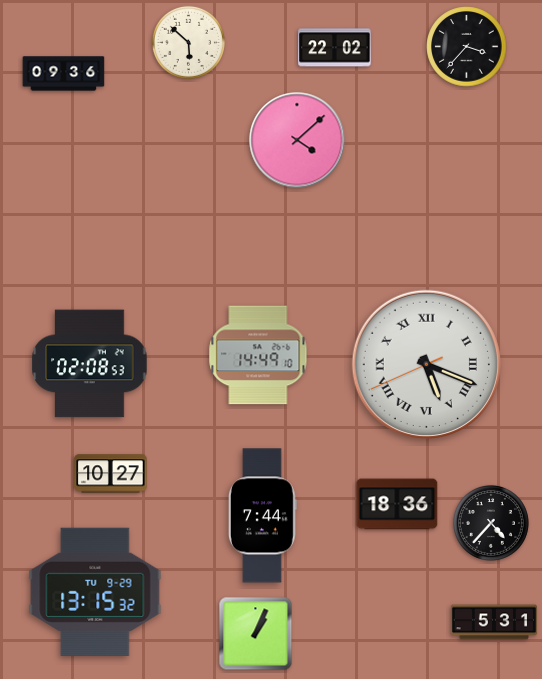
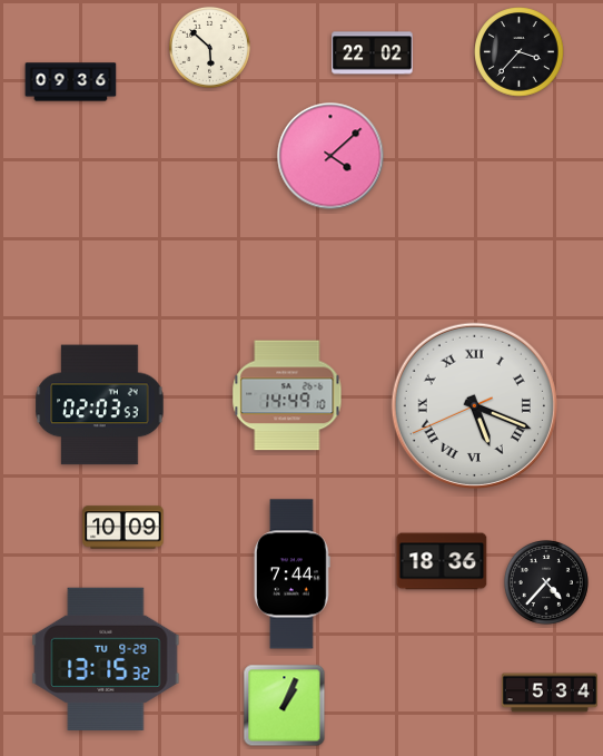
clock at (90, 364): 02:08 -> 02:03
clock at (111, 474): 10:27 -> 10:09
clock at (494, 622): 5:31 -> 5:34
